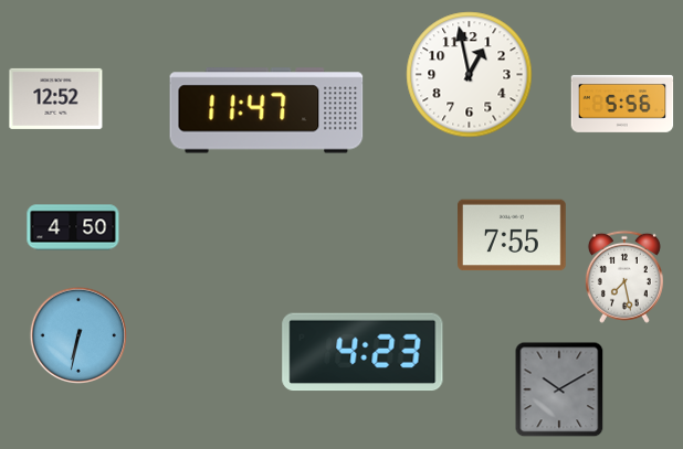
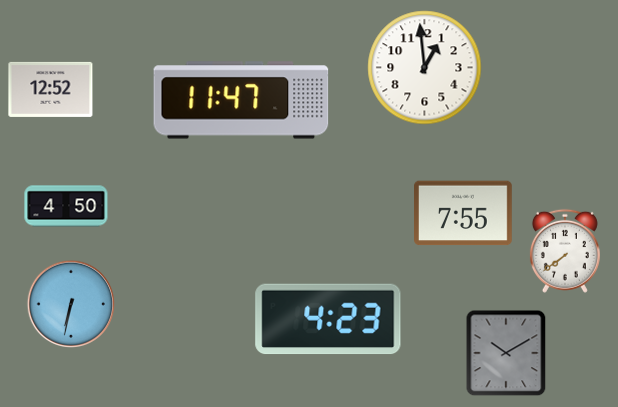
clock at (470, 75): 12:58 -> 12:59
clock at (622, 104): 5:56 -> none
clock at (624, 277): 7:28 -> 7:39
